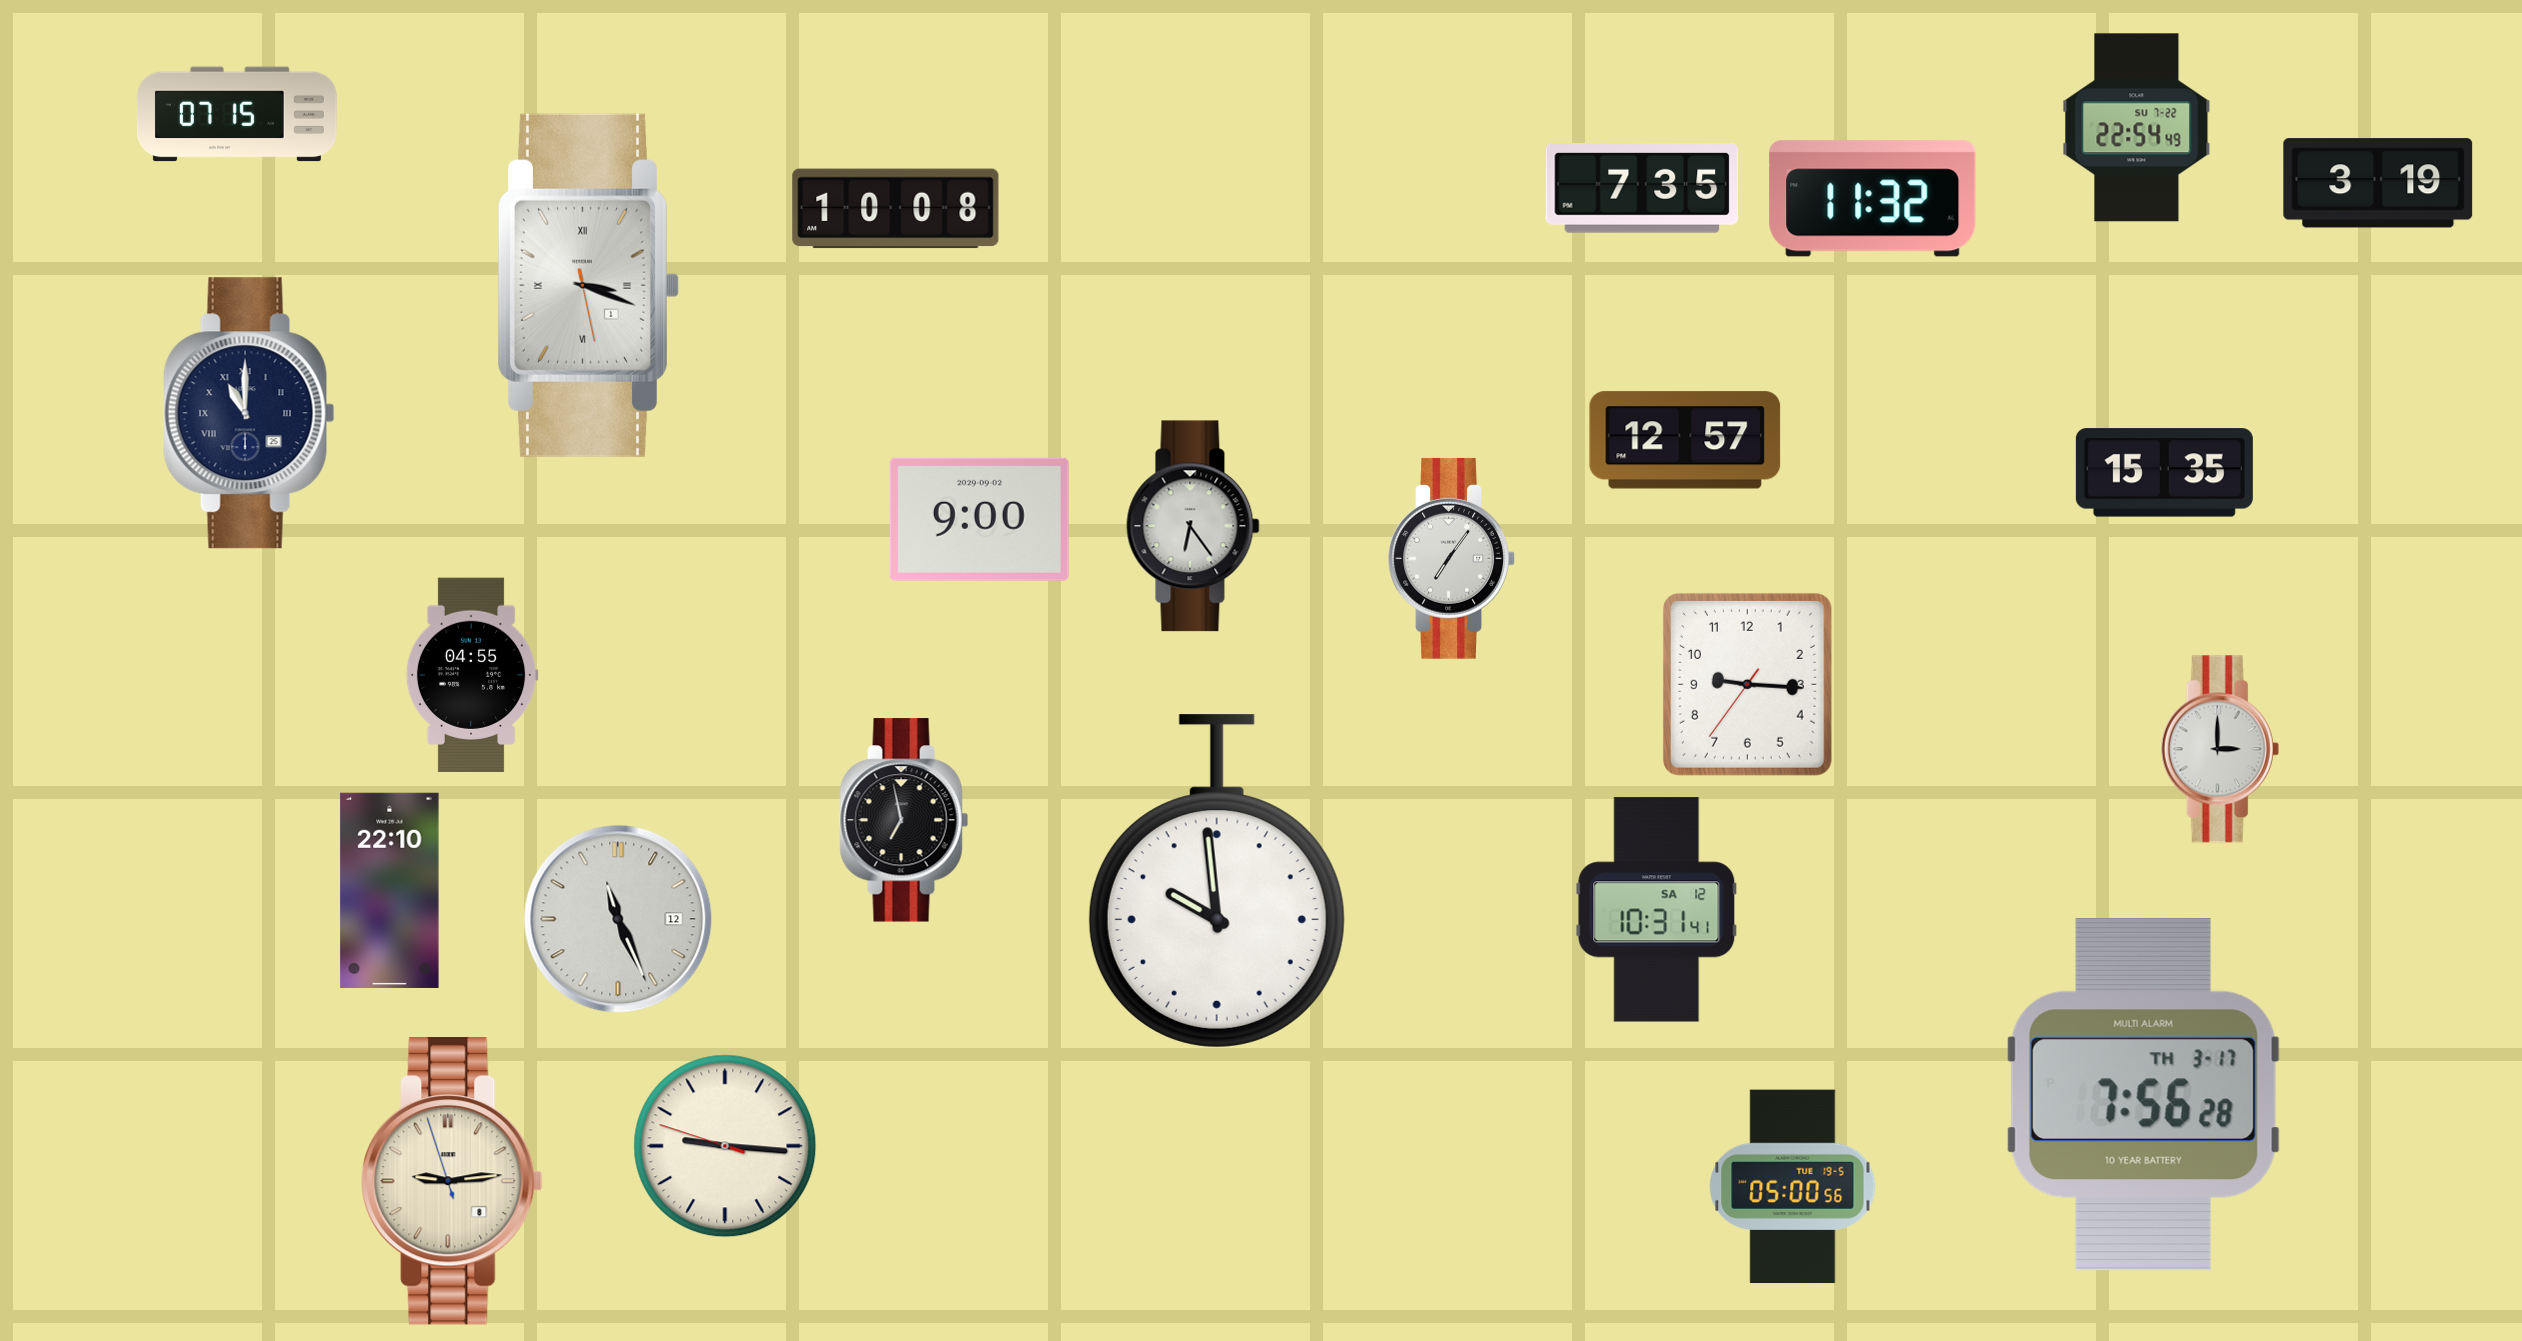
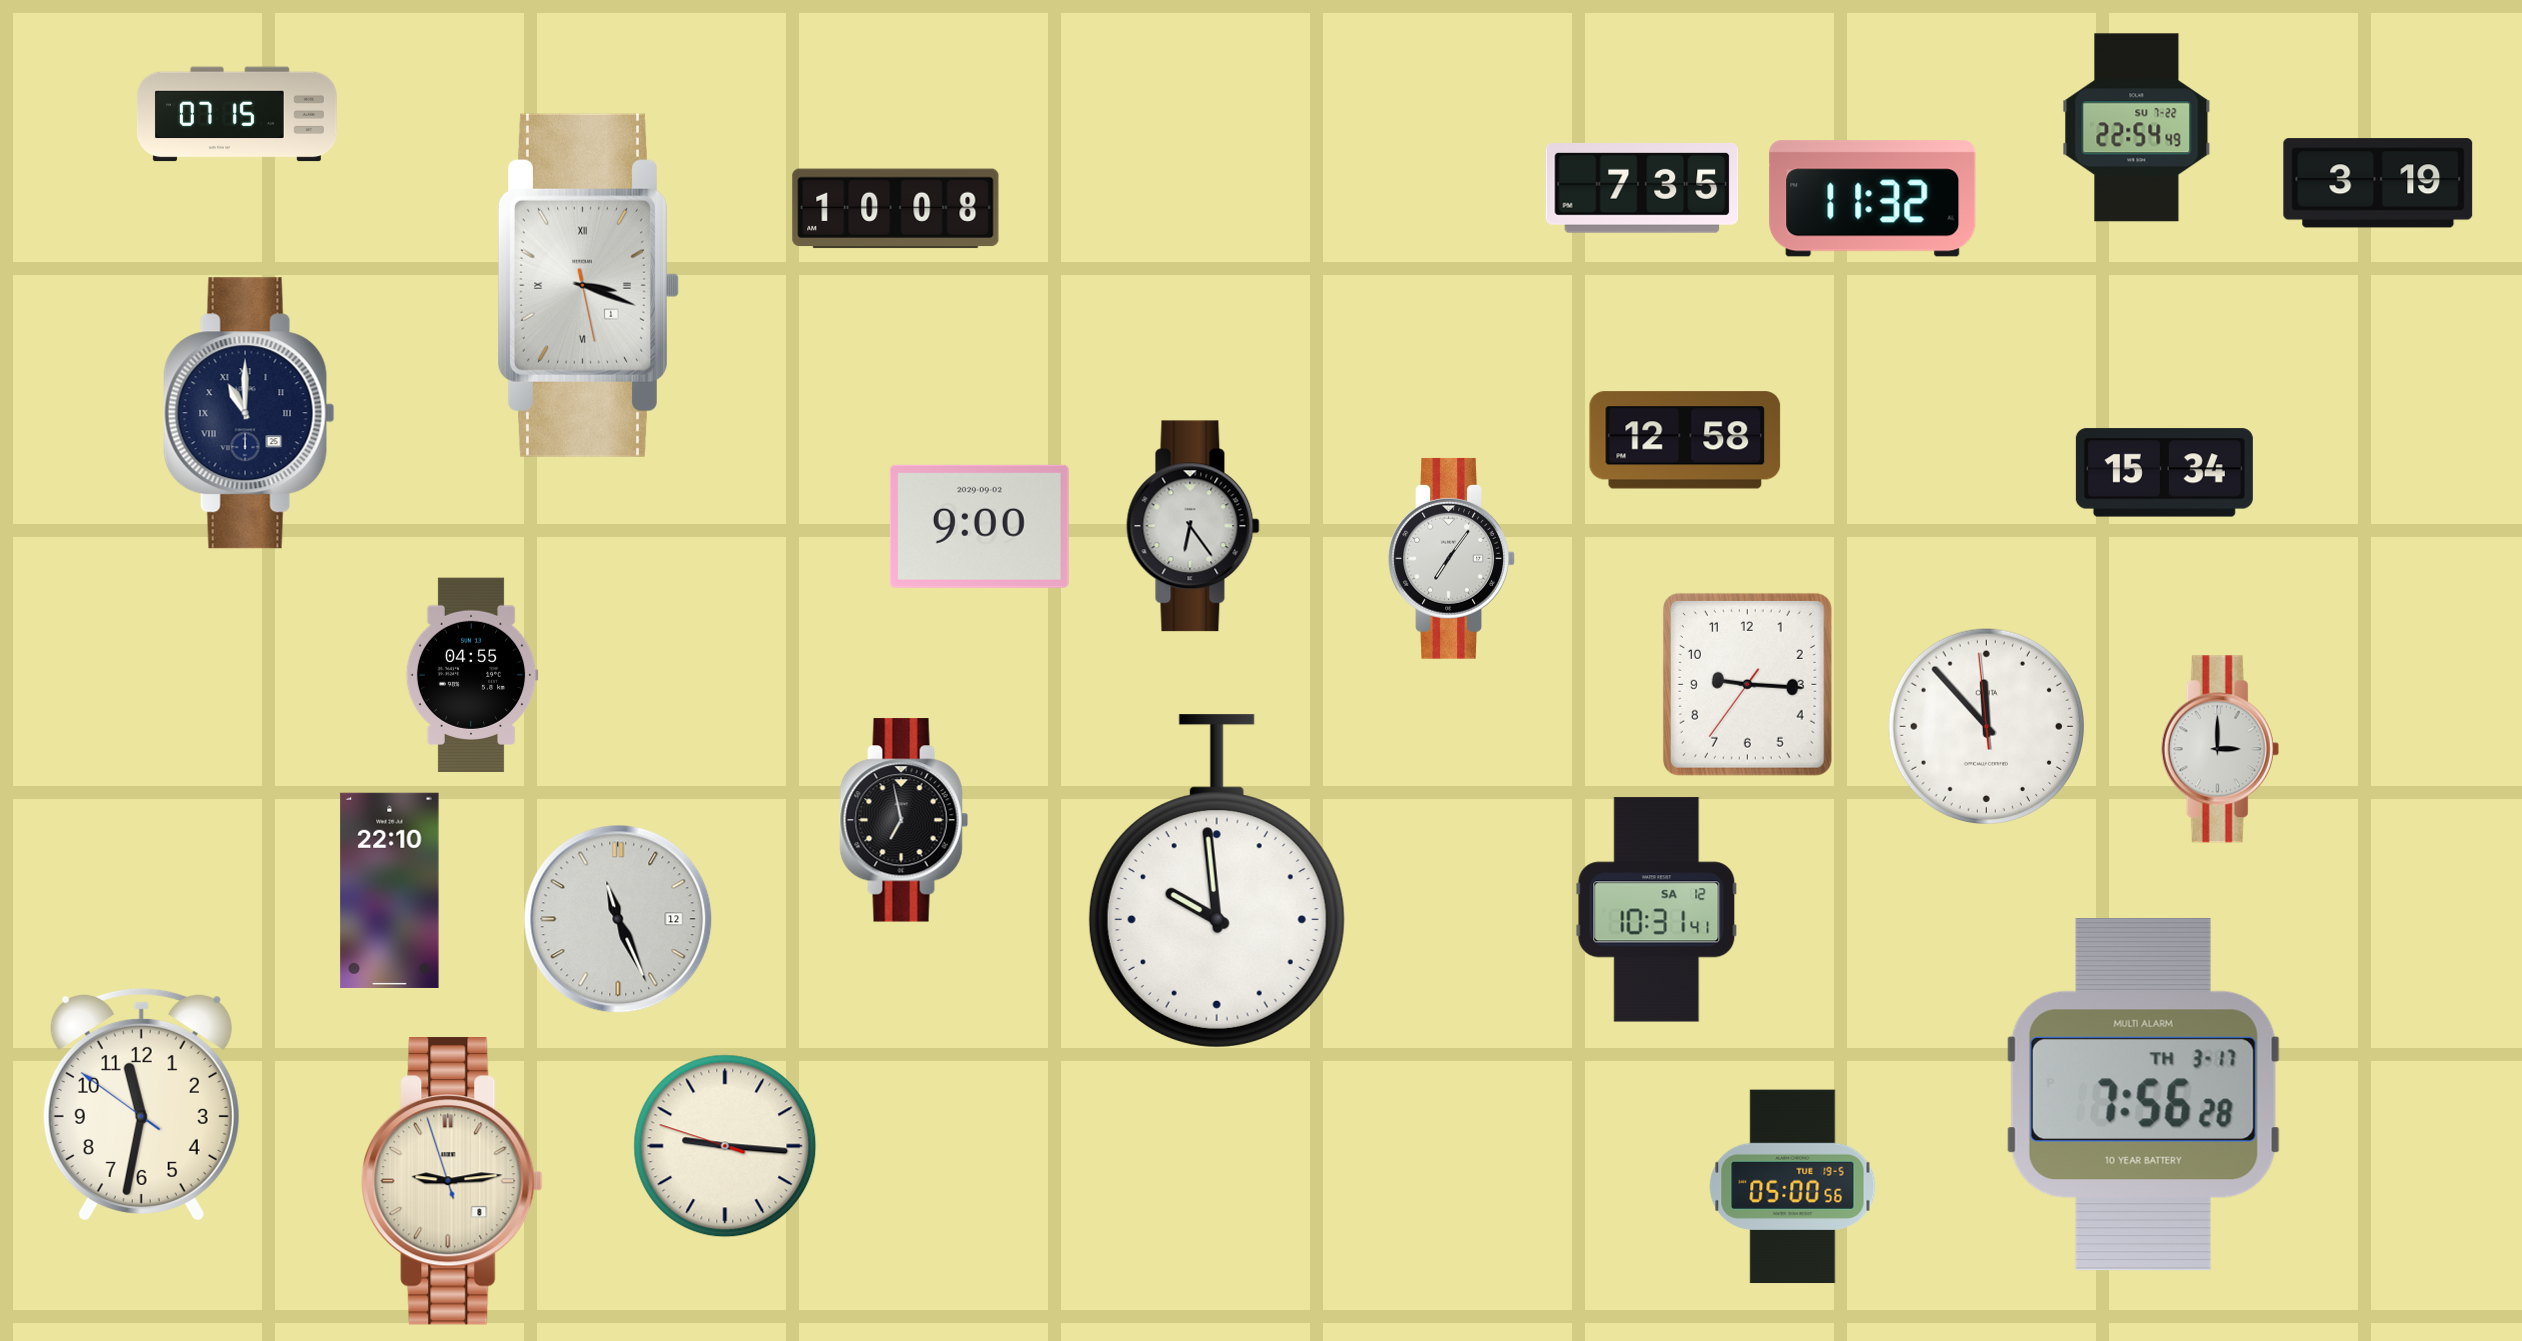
clock at (1685, 440): 12:57 -> 12:58
clock at (2164, 473): 15:35 -> 15:34
clock at (979, 519) position: (979, 519) -> (979, 526)
clock at (1986, 726): none -> 11:52
clock at (141, 1104): none -> 11:31
